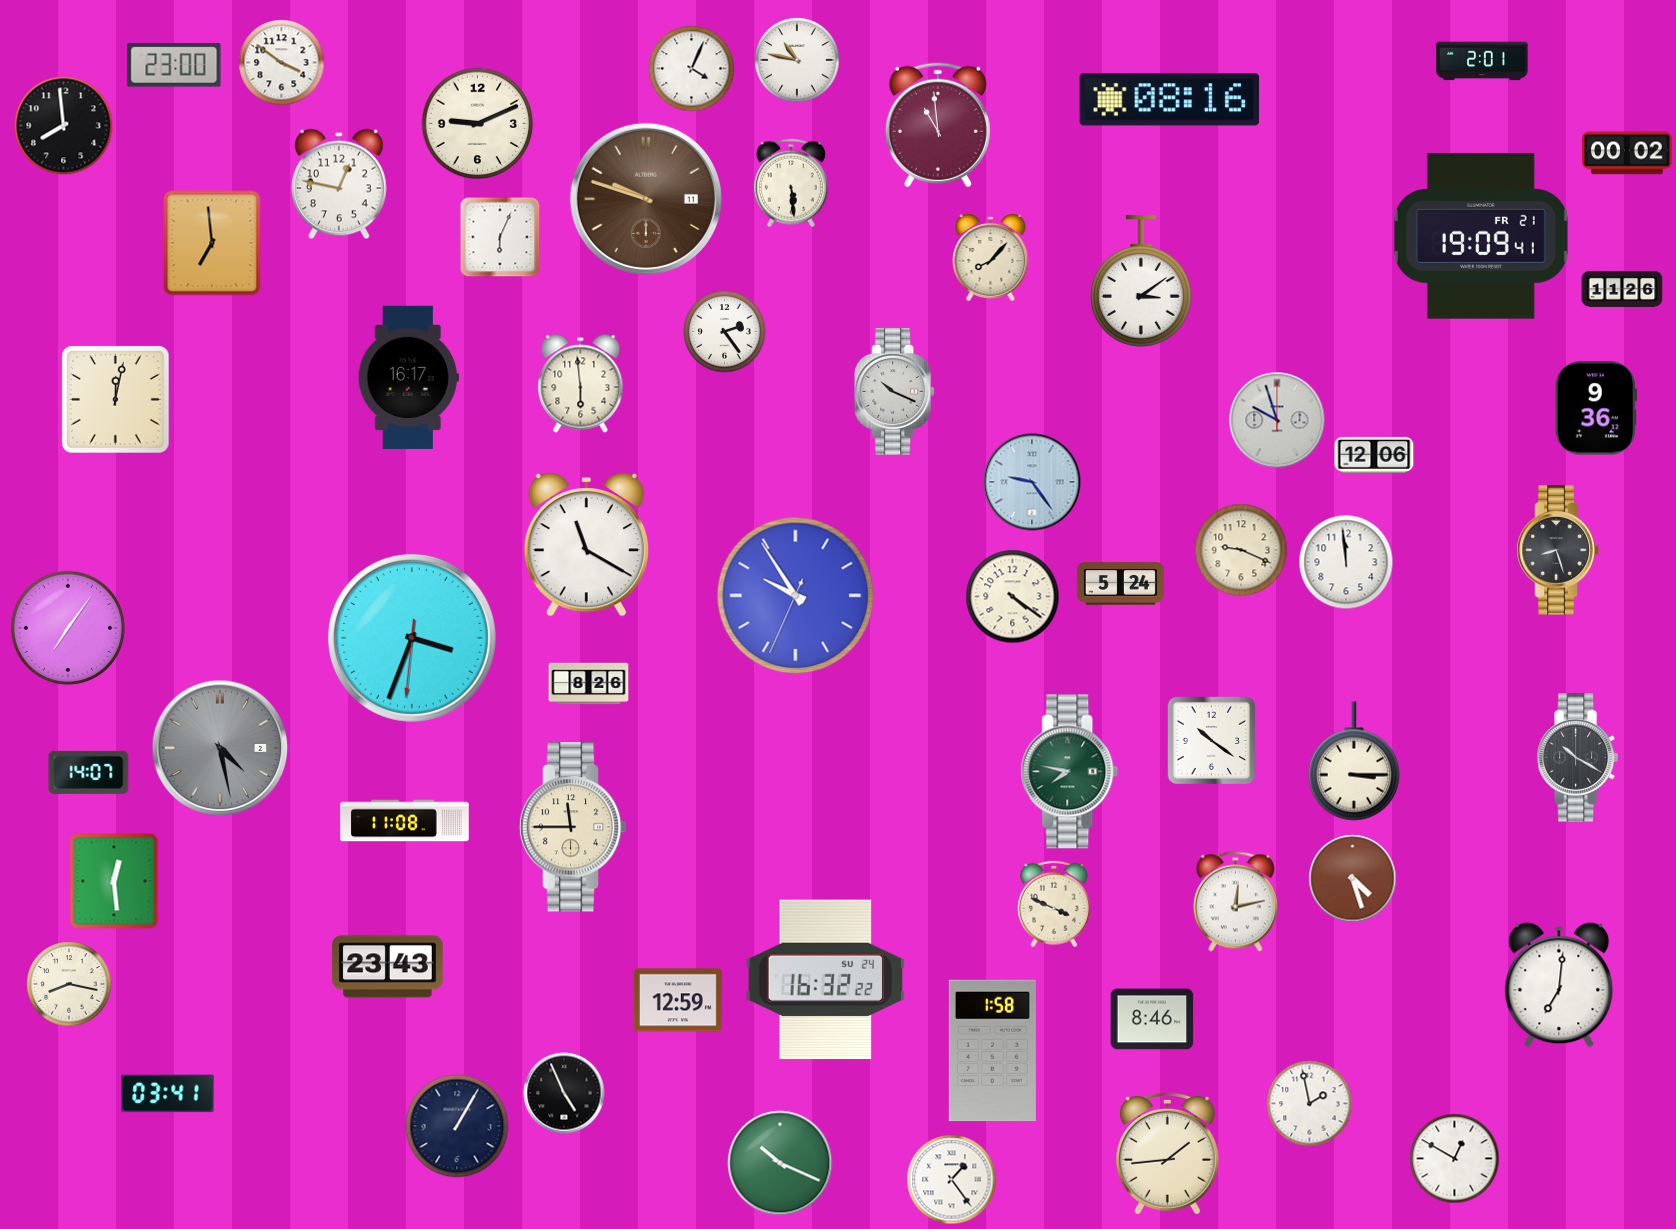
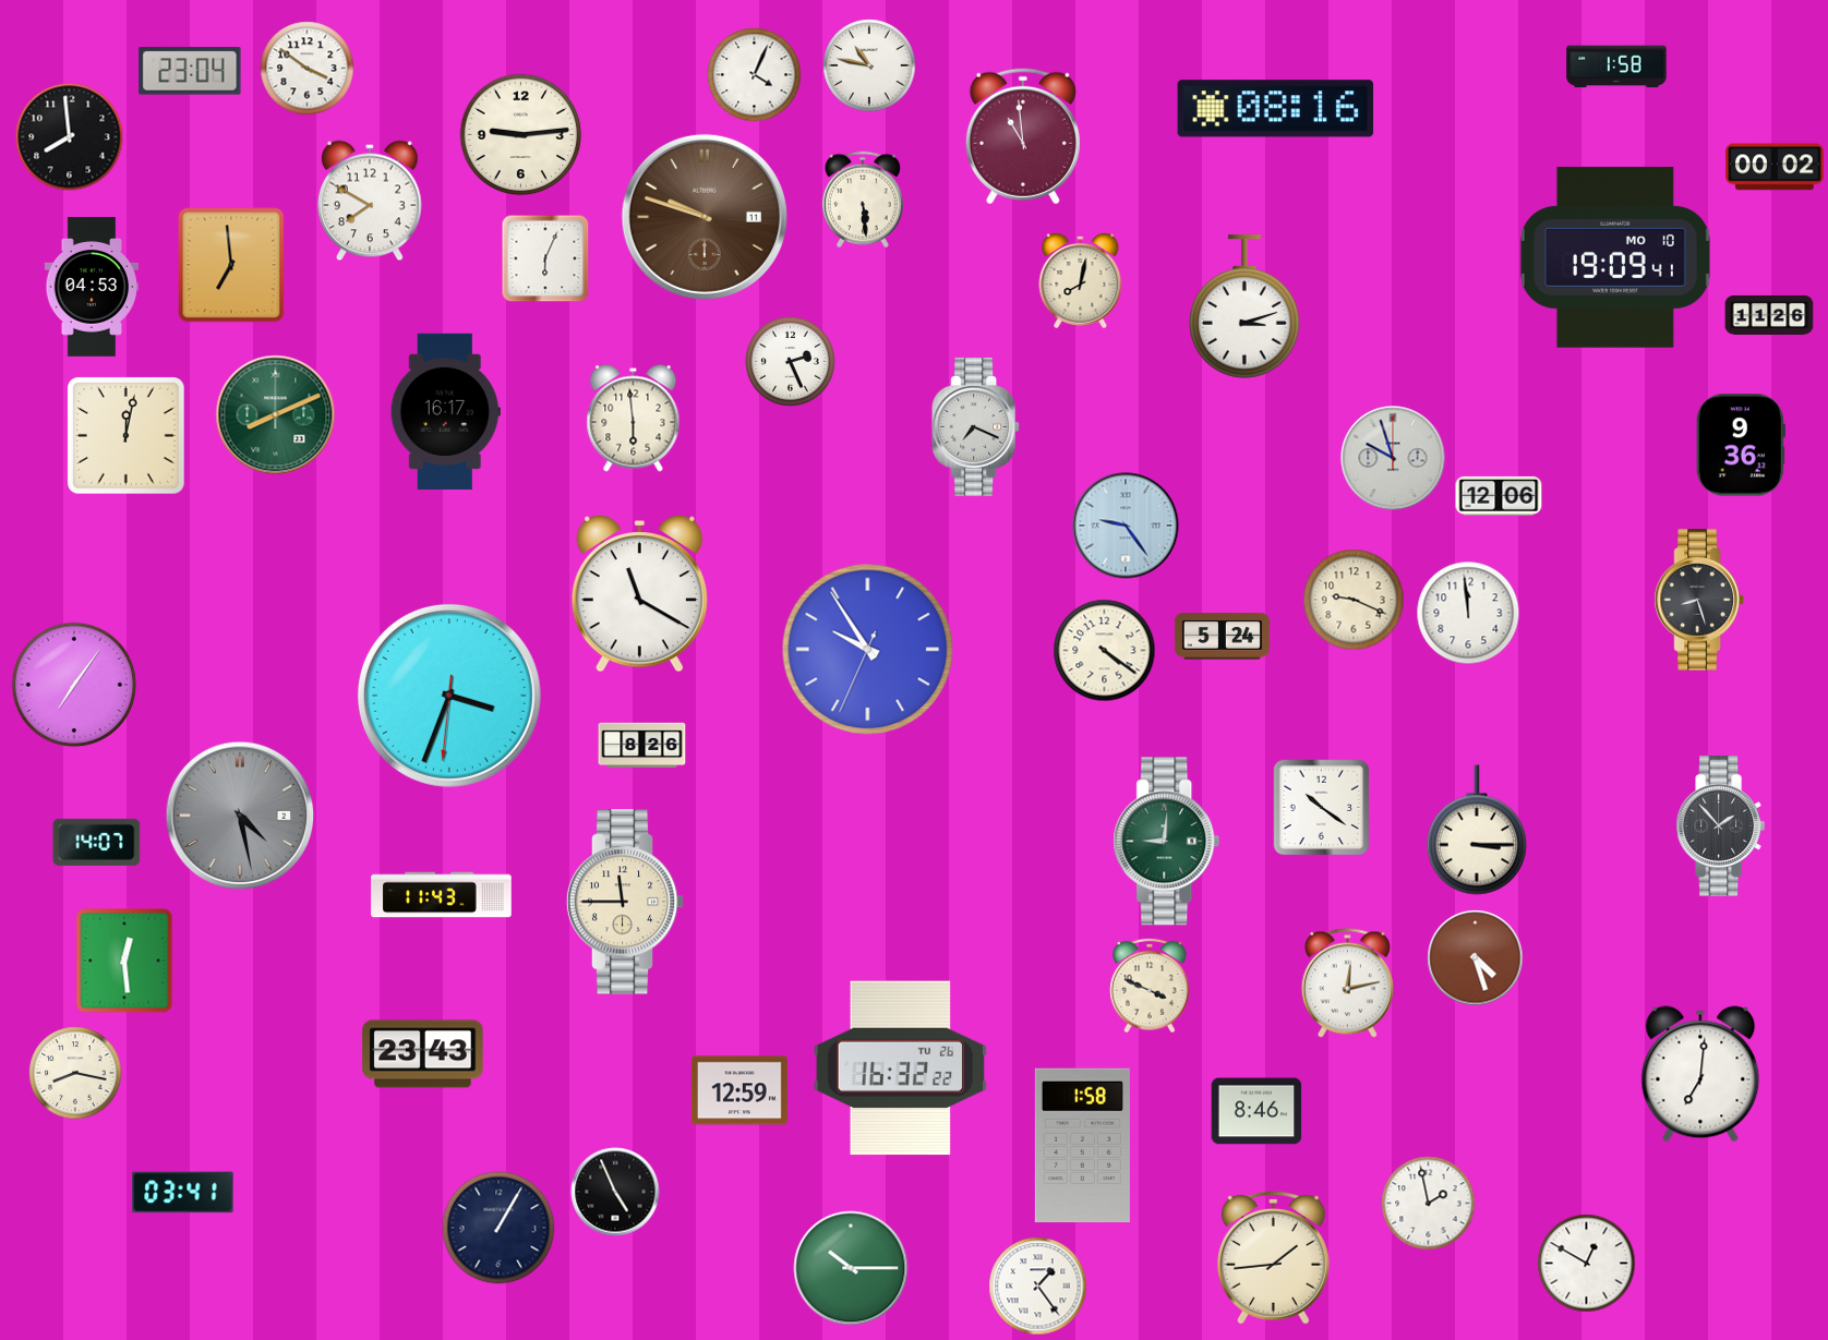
clock at (1482, 61): 2:01 -> 1:58
clock at (174, 65): 23:00 -> 23:04
clock at (478, 124): 9:11 -> 9:14
clock at (340, 184): 12:47 -> 7:50
clock at (1481, 236) date: FR 21 -> MO 10
clock at (991, 257): 8:07 -> 8:02
clock at (91, 288): none -> 04:53
clock at (1141, 281): 3:09 -> 3:12
clock at (725, 332): 2:24 -> 2:26
clock at (276, 415): none -> 8:11
clock at (895, 391): 10:19 -> 7:19
clock at (1577, 758): 10:20 -> 1:53
clock at (1070, 772): 7:47 -> 9:01
clock at (405, 821): 11:08 -> 11:43
clock at (826, 980) date: SU 24 -> TU 26
clock at (780, 1163): 10:19 -> 10:15
